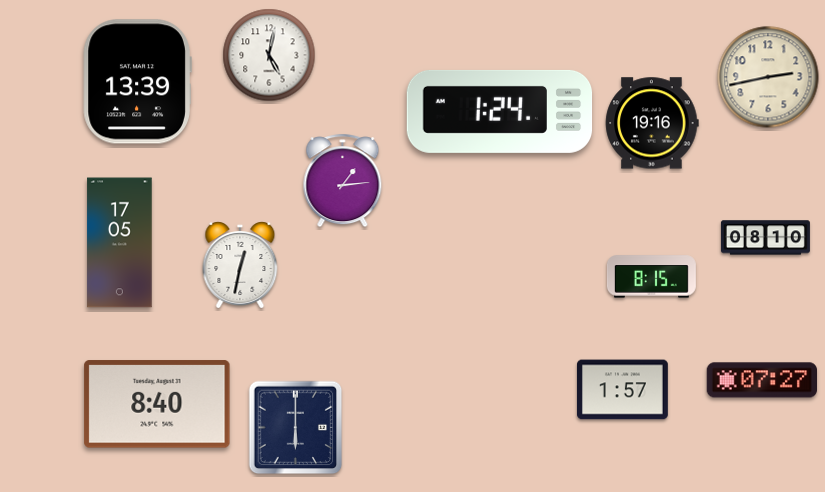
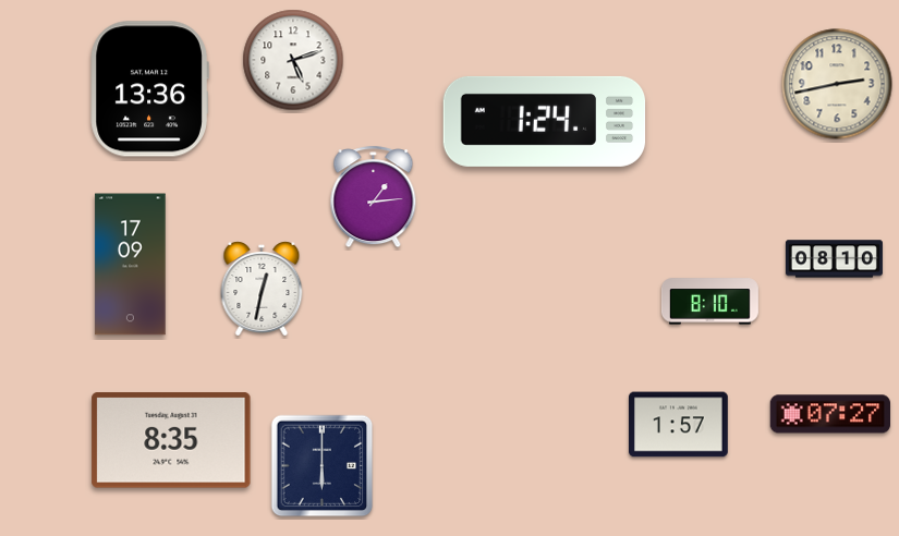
clock at (269, 55): 5:02 -> 5:12
clock at (137, 82): 13:39 -> 13:36
clock at (652, 123): 19:16 -> none
clock at (120, 243): 17:05 -> 17:09
clock at (651, 277): 8:15 -> 8:10
clock at (157, 404): 8:40 -> 8:35
